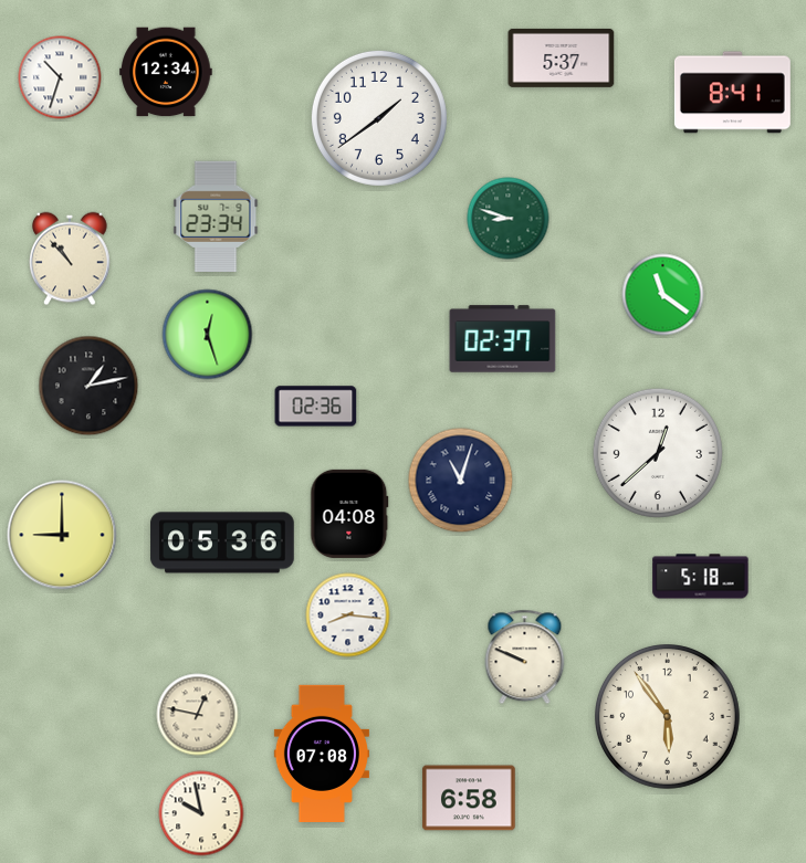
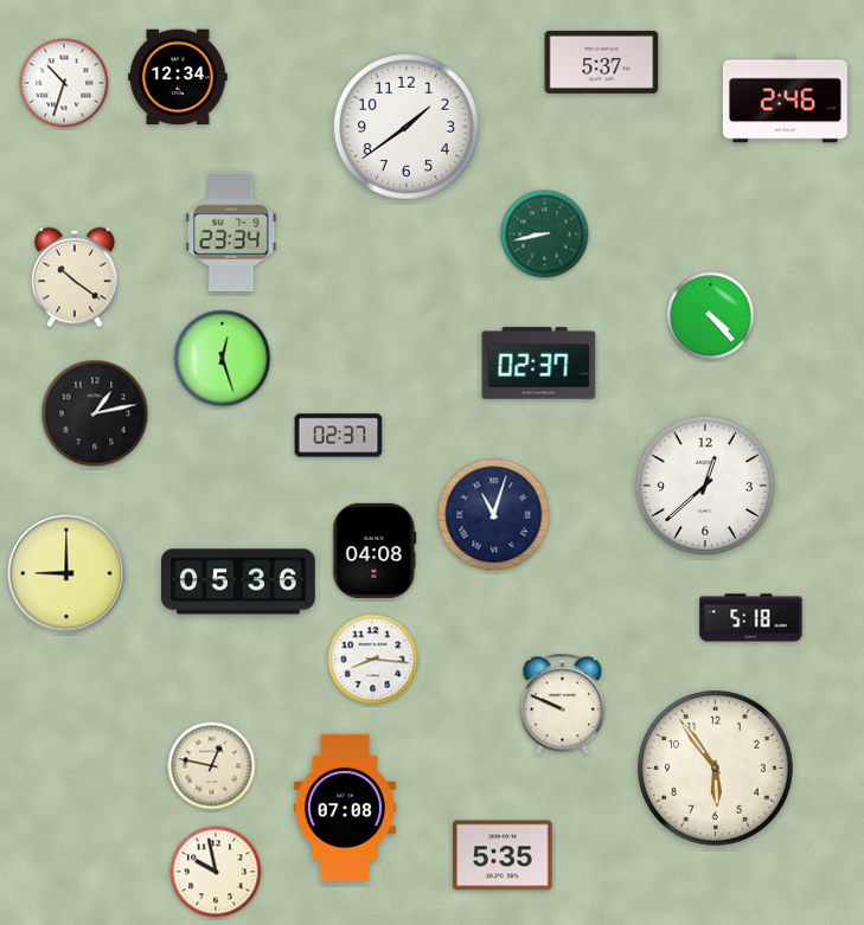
clock at (732, 93): 8:41 -> 2:46
clock at (509, 219): 8:48 -> 8:43
clock at (70, 259): 10:53 -> 10:21
clock at (663, 295): 11:21 -> 4:23
clock at (316, 407): 02:36 -> 02:37
clock at (469, 798): 6:58 -> 5:35
